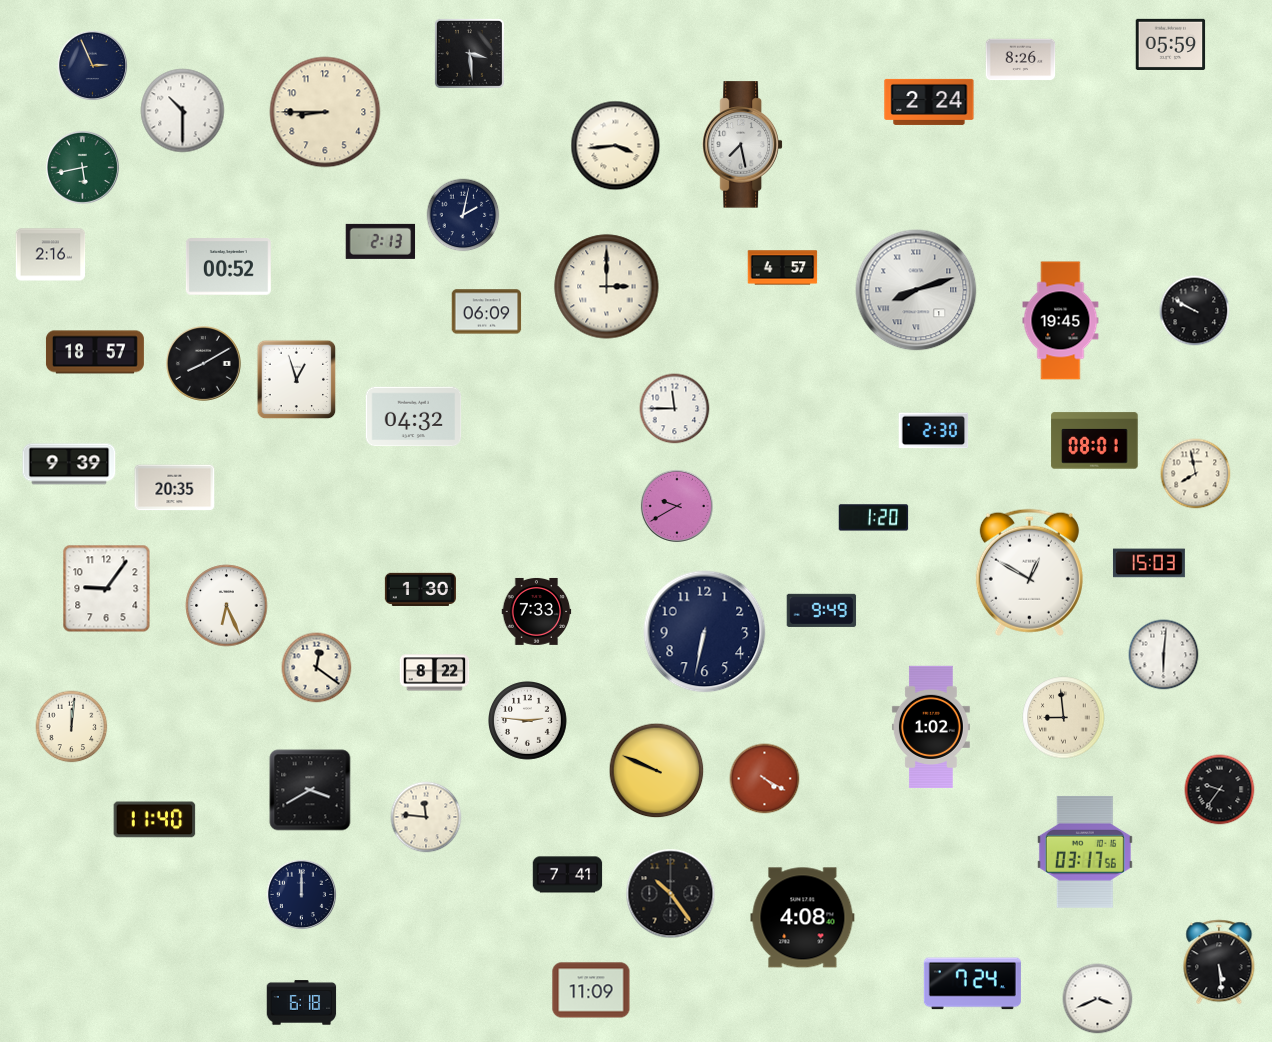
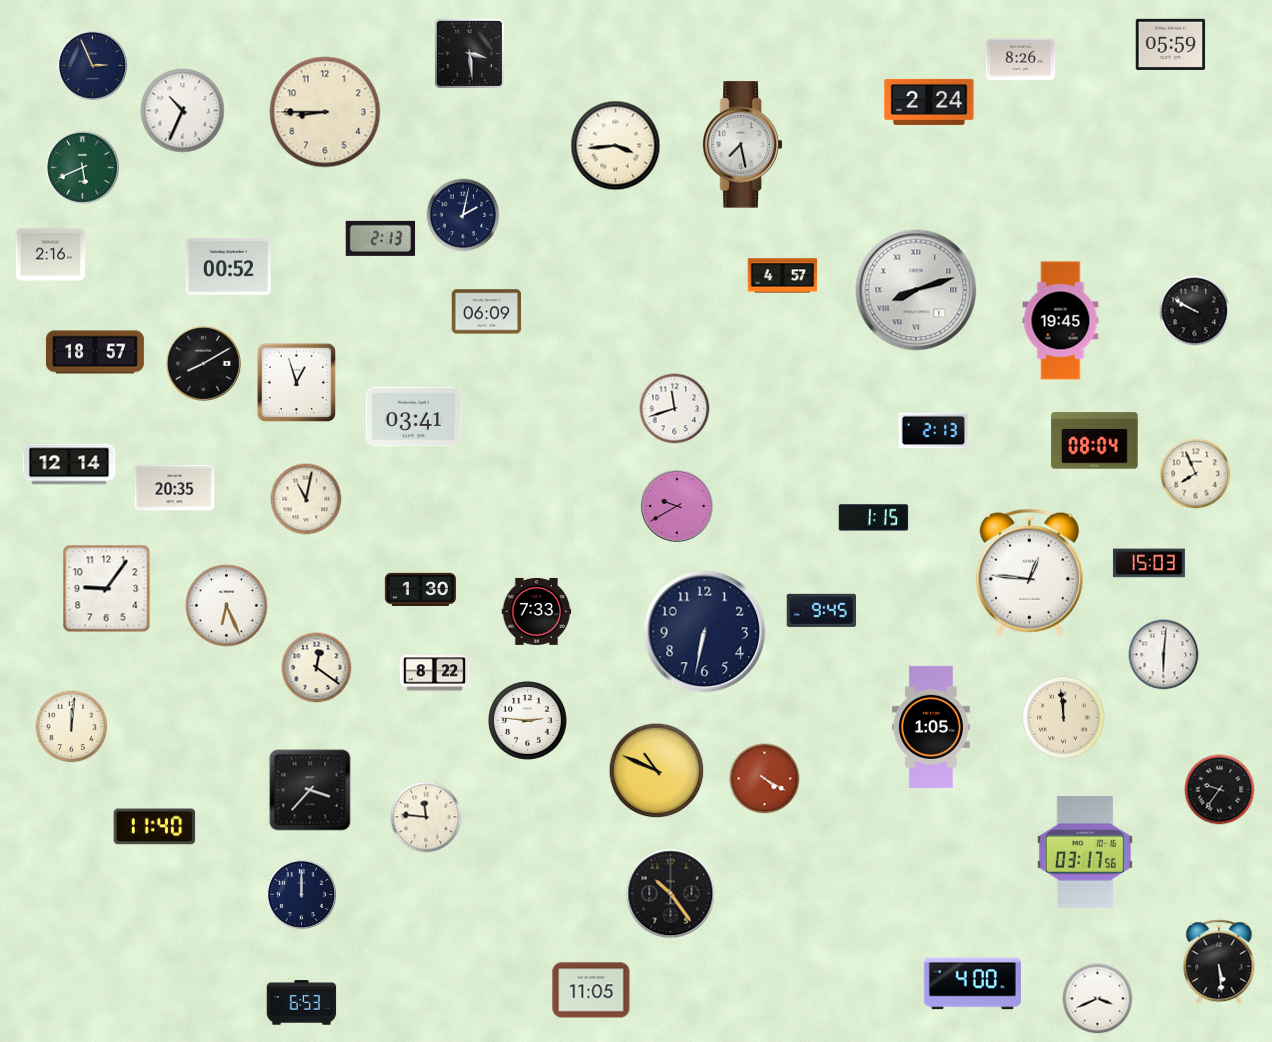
clock at (183, 111): 10:30 -> 10:34
clock at (82, 167): 5:43 -> 5:41
clock at (381, 241) position: (381, 241) -> (381, 238)
clock at (783, 268) position: (783, 268) -> (783, 276)
clock at (607, 287): 3:00 -> none
clock at (297, 380) position: (297, 380) -> (297, 383)
clock at (675, 409): 11:45 -> 11:42
clock at (414, 417): 04:32 -> 03:41
clock at (934, 431): 2:30 -> 2:13
clock at (1095, 441): 08:01 -> 08:04
clock at (69, 464): 9:39 -> 12:14
clock at (1196, 474): 7:58 -> 7:56
clock at (306, 499): none -> 11:02
clock at (874, 518): 1:20 -> 1:15
clock at (1029, 572): 12:50 -> 12:46
clock at (822, 610): 9:49 -> 9:45
clock at (1064, 718): 8:59 -> 11:59
clock at (931, 726): 1:02 -> 1:05
clock at (657, 771): 9:49 -> 10:49
clock at (310, 790): 3:40 -> 3:37
clock at (155, 820) position: (155, 820) -> (155, 827)
clock at (568, 875): 7:41 -> none
clock at (803, 918): 4:08 -> none
clock at (972, 984): 7:24 -> 4:00
clock at (591, 990): 11:09 -> 11:05
clock at (302, 1003): 6:18 -> 6:53
